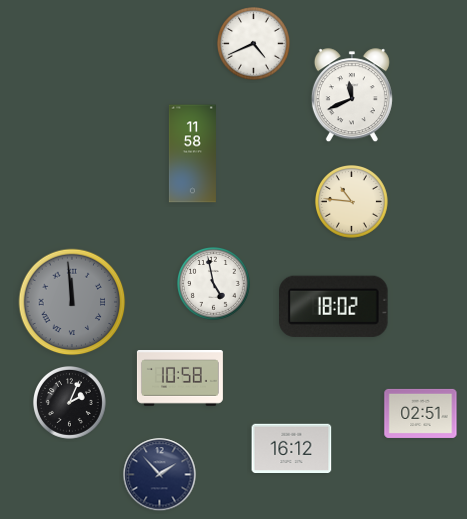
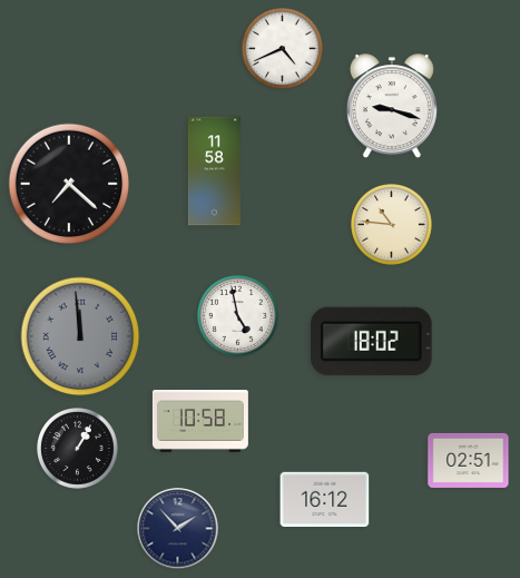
clock at (352, 96): 11:41 -> 9:18
clock at (69, 184): none -> 7:22
clock at (70, 403): 2:04 -> 1:05
